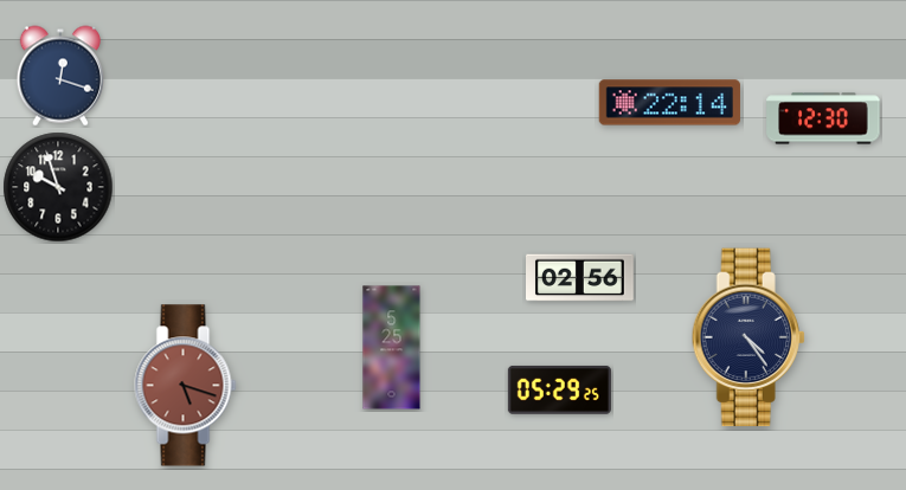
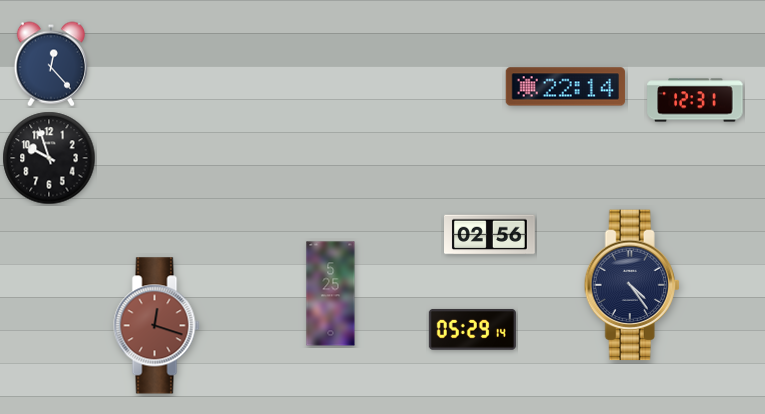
clock at (60, 76): 12:18 -> 12:23
clock at (823, 118): 12:30 -> 12:31
clock at (186, 386): 5:18 -> 12:18
clock at (559, 389): 05:29:25 -> 05:29:14
